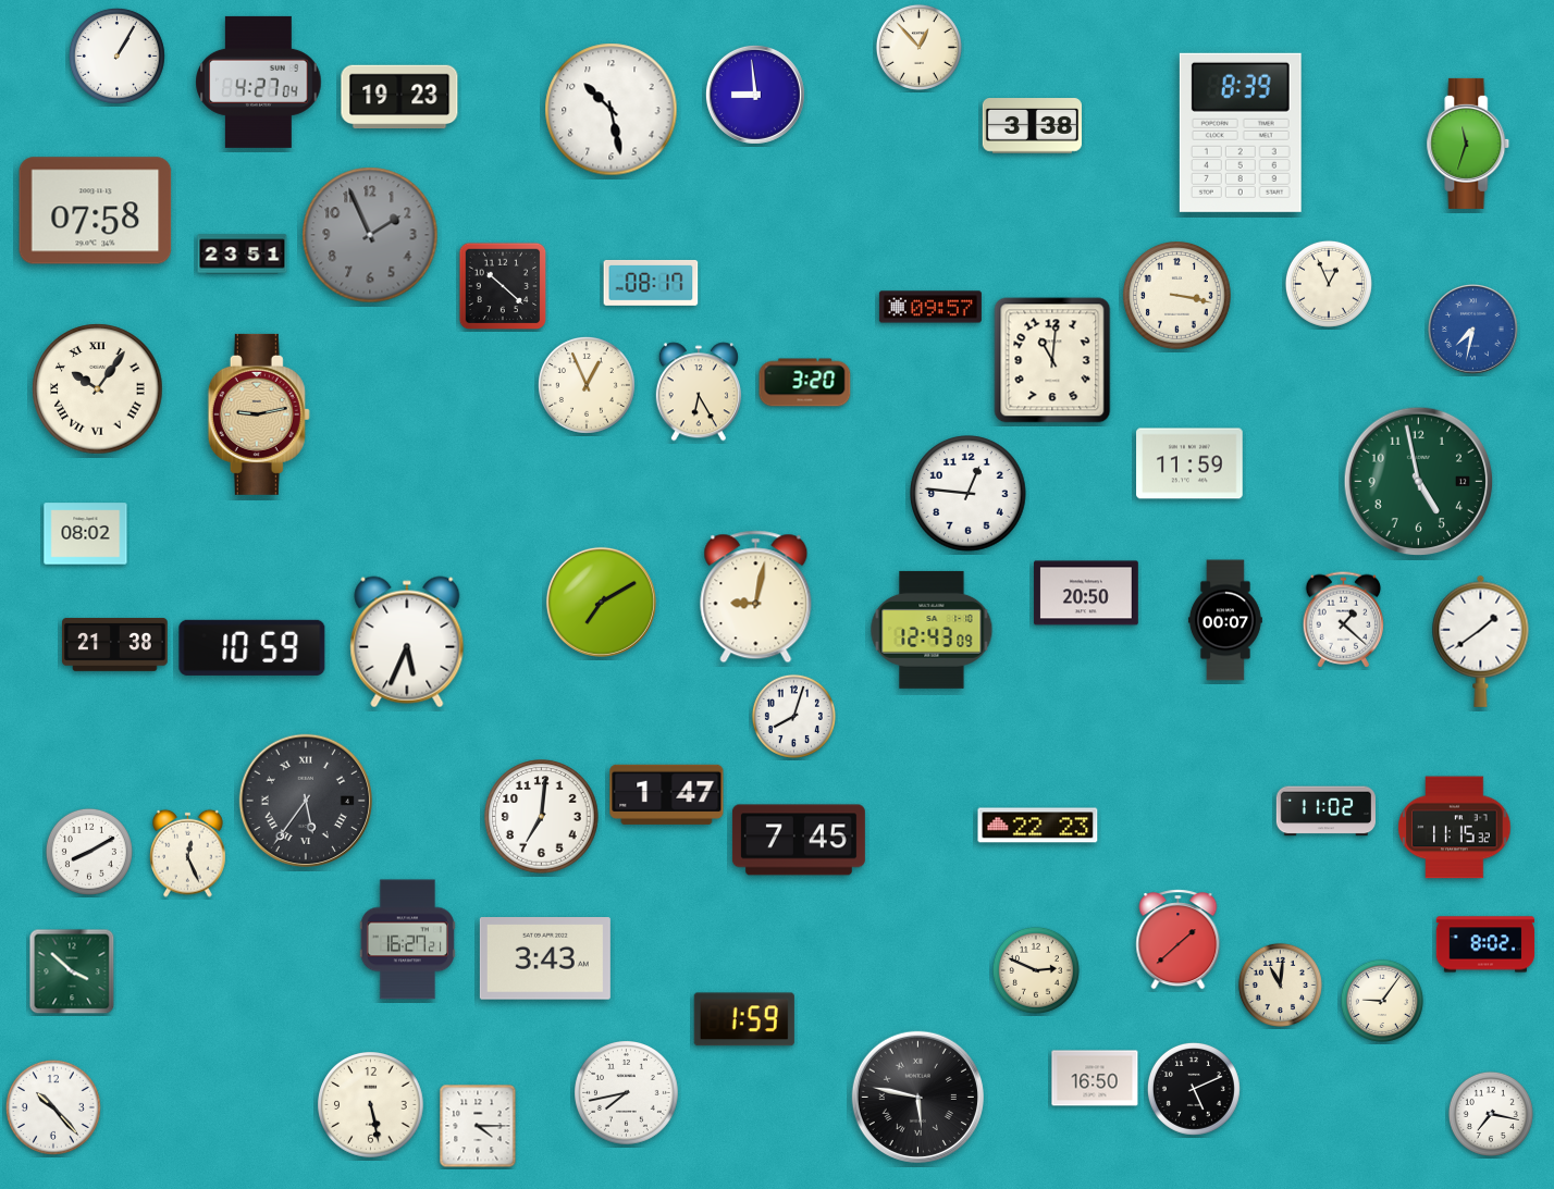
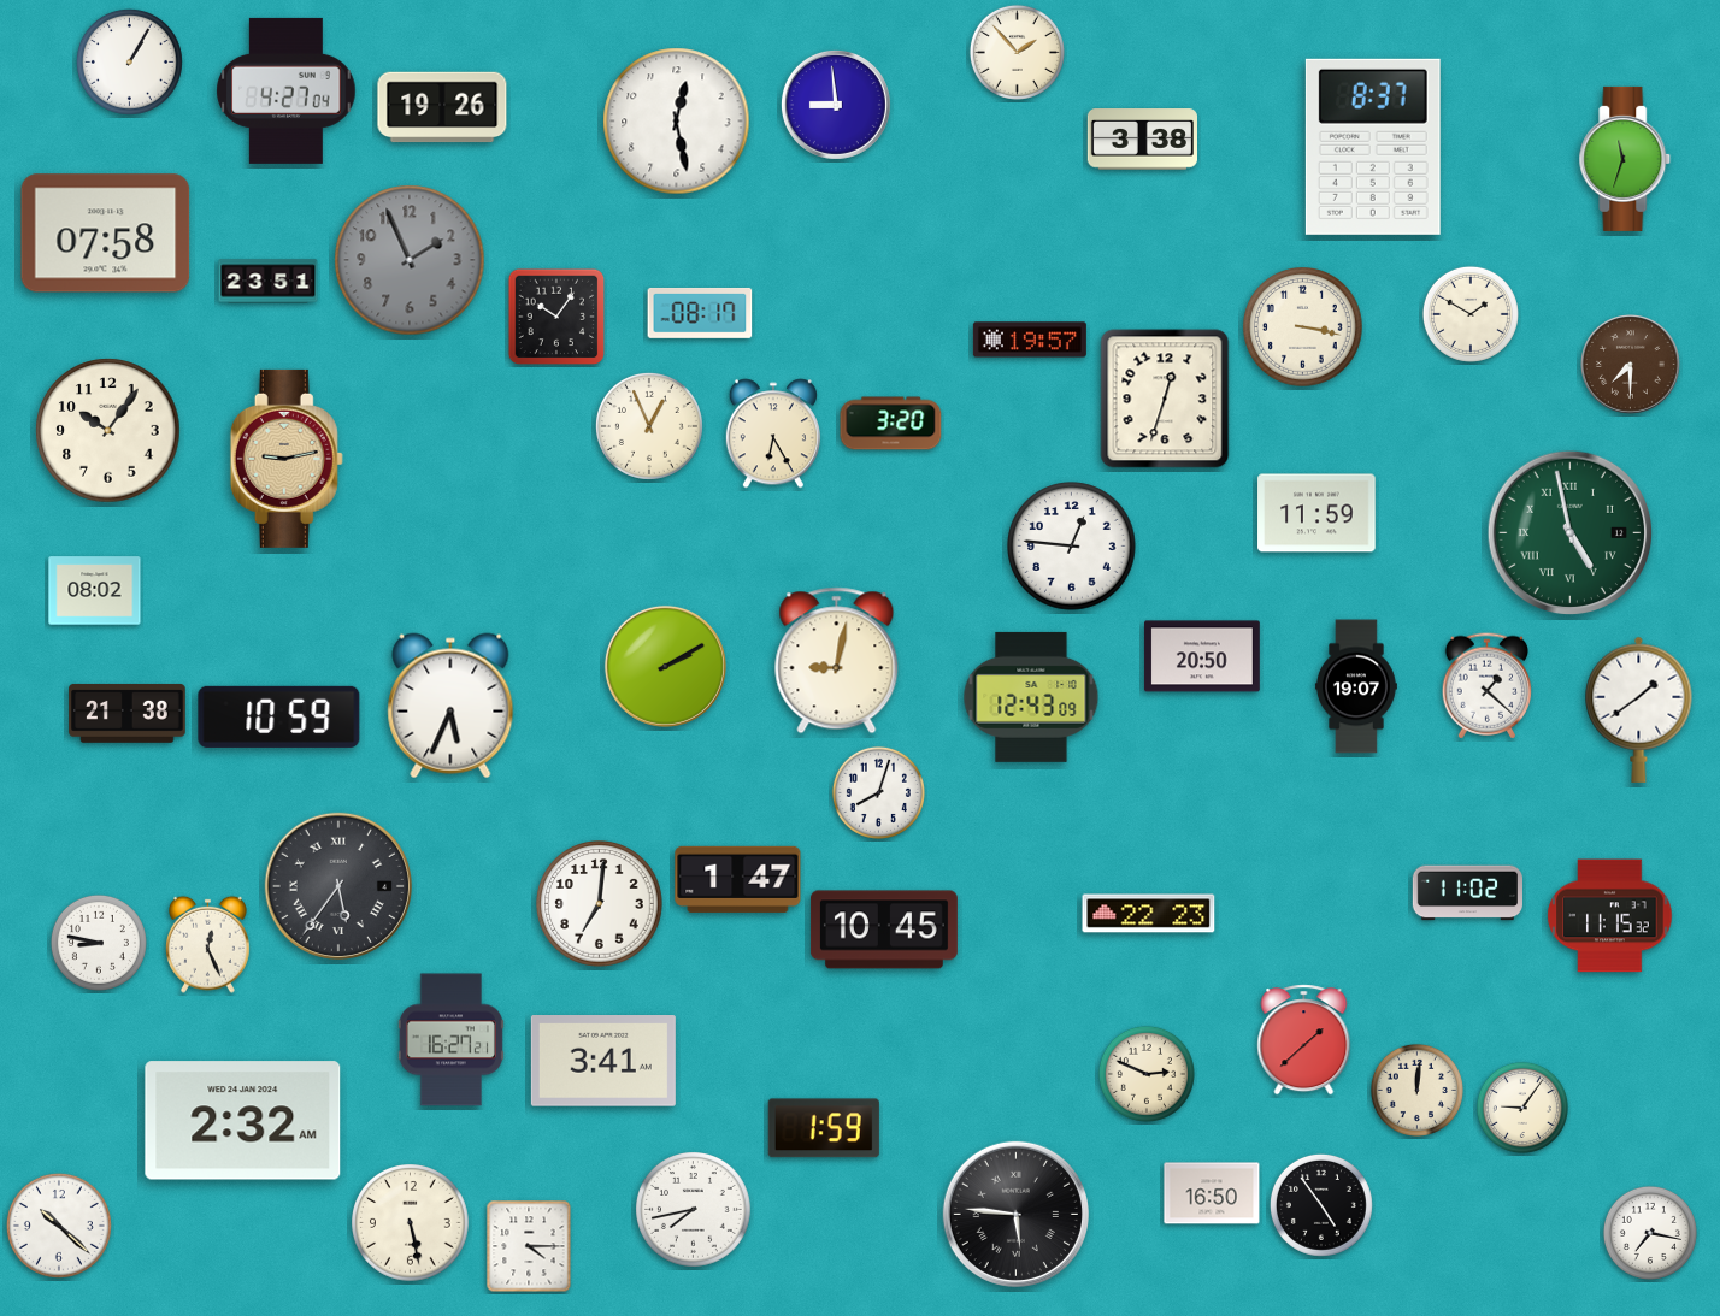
clock at (918, 47): 12:53 -> 1:53
clock at (399, 97): 19:23 -> 19:26
clock at (612, 110): 10:28 -> 12:28
clock at (1241, 133): 8:39 -> 8:37
clock at (651, 283) position: (651, 283) -> (700, 313)
clock at (1329, 284): 12:56 -> 1:50
clock at (503, 286): 10:22 -> 10:06
clock at (930, 307): 09:57 -> 19:57
clock at (1473, 330): 7:32 -> 7:30
clock at (1473, 330) dial: blue -> brown
clock at (1052, 360): 11:01 -> 12:33
clock at (98, 389) numerals: Roman -> Arabic
clock at (1419, 482) numerals: Arabic -> Roman
clock at (601, 602): 7:10 -> 2:10
clock at (1225, 620): 00:07 -> 19:07
clock at (407, 642) position: (407, 642) -> (450, 706)
clock at (1325, 812) position: (1325, 812) -> (1467, 893)
clock at (799, 840): 7:45 -> 10:45
clock at (89, 852): 8:10 -> 8:47
clock at (1485, 944): 8:02 -> none
clock at (545, 959): 3:43 -> 3:41
clock at (72, 971): 3:52 -> none
clock at (1280, 984): 11:01 -> 12:01
clock at (1382, 1001) position: (1382, 1001) -> (1522, 1108)
clock at (243, 1121): none -> 2:32
clock at (1194, 1089): 5:11 -> 4:54
clock at (917, 1097): 5:47 -> 5:46
clock at (53, 1107): 10:23 -> 10:22
